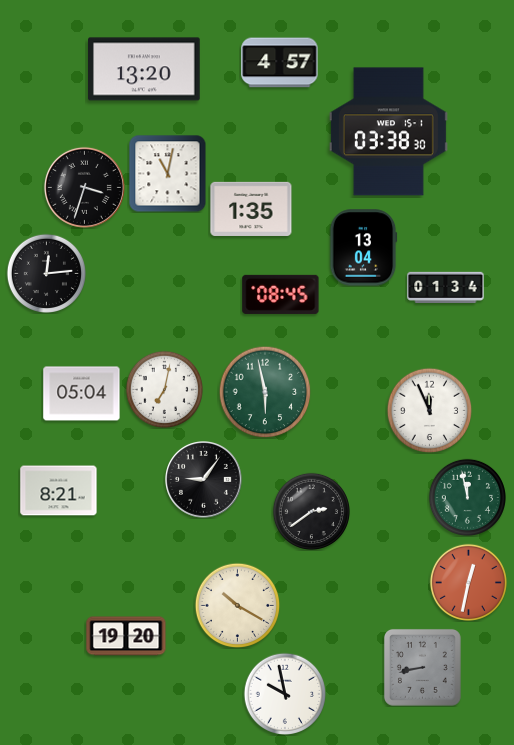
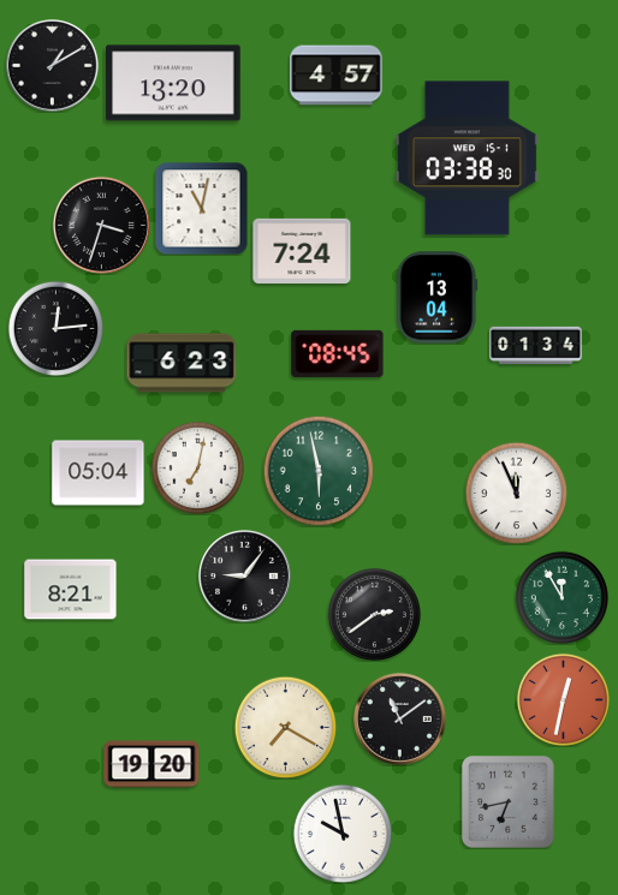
clock at (53, 66): none -> 1:10
clock at (251, 209): 1:35 -> 7:24
clock at (182, 363): none -> 6:23
clock at (467, 497): 11:58 -> 11:55
clock at (400, 720): none -> 11:09
clock at (237, 605): 10:20 -> 7:20
clock at (423, 668): 8:43 -> 6:43
